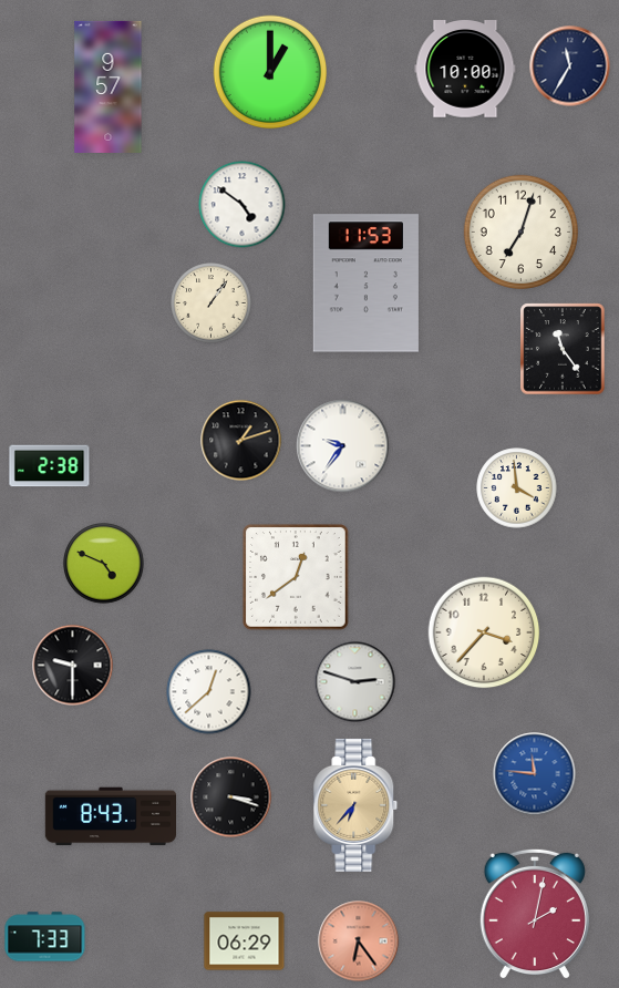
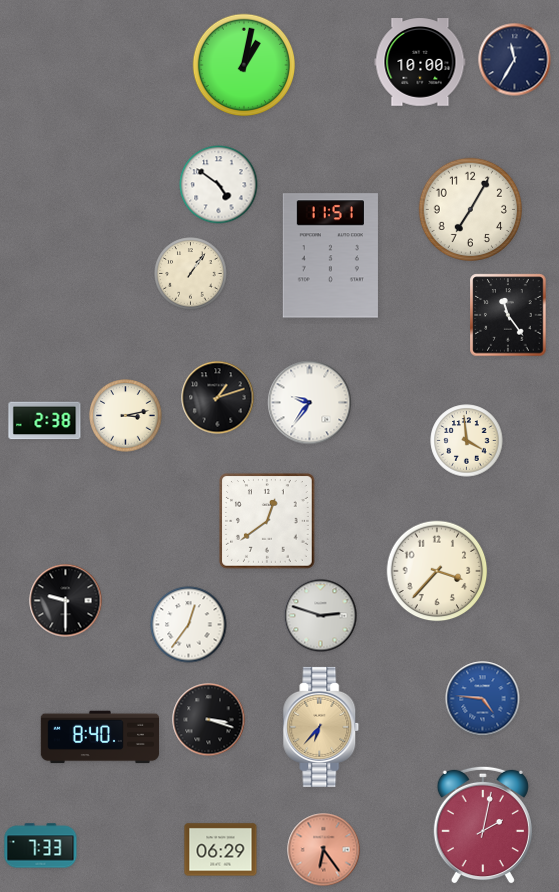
clock at (270, 72): 1:00 -> 1:02
clock at (109, 86): 9:57 -> none
clock at (520, 231): 7:03 -> 7:05
clock at (365, 284): 11:53 -> 11:51
clock at (126, 416): none -> 3:13
clock at (104, 564): 4:49 -> none
clock at (209, 692): 12:38 -> 12:36
clock at (535, 774): 11:46 -> 4:46
clock at (110, 816): 8:43 -> 8:40
